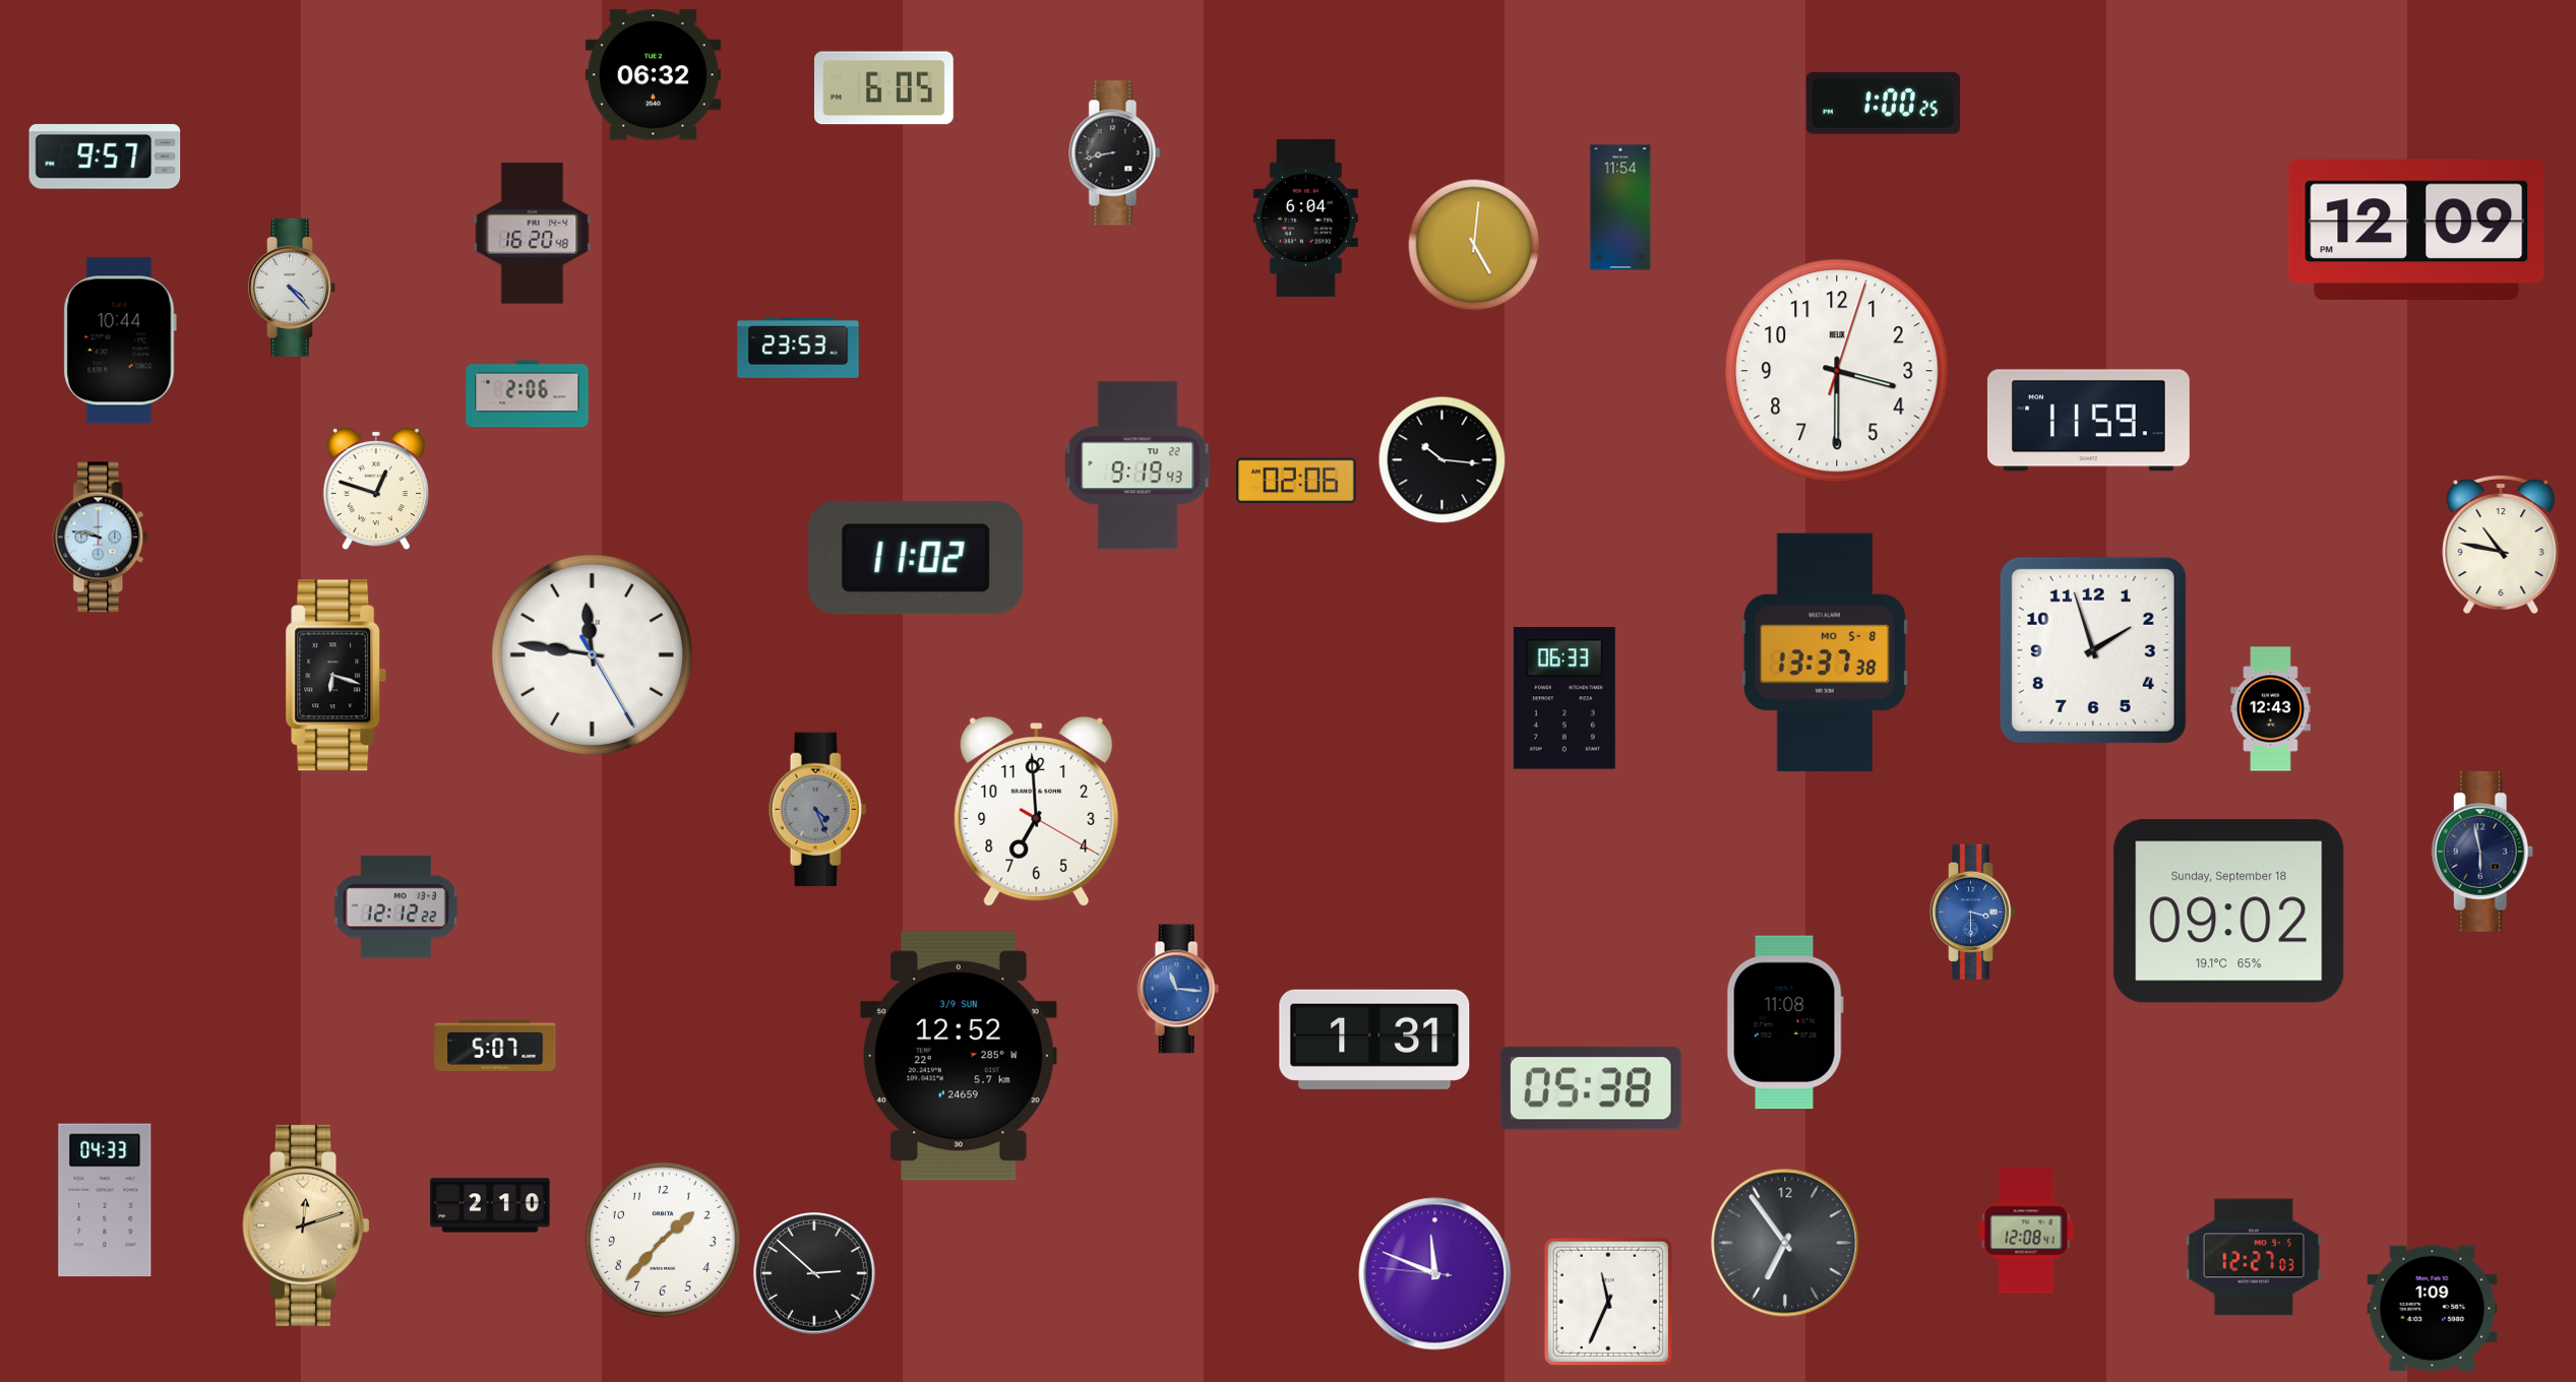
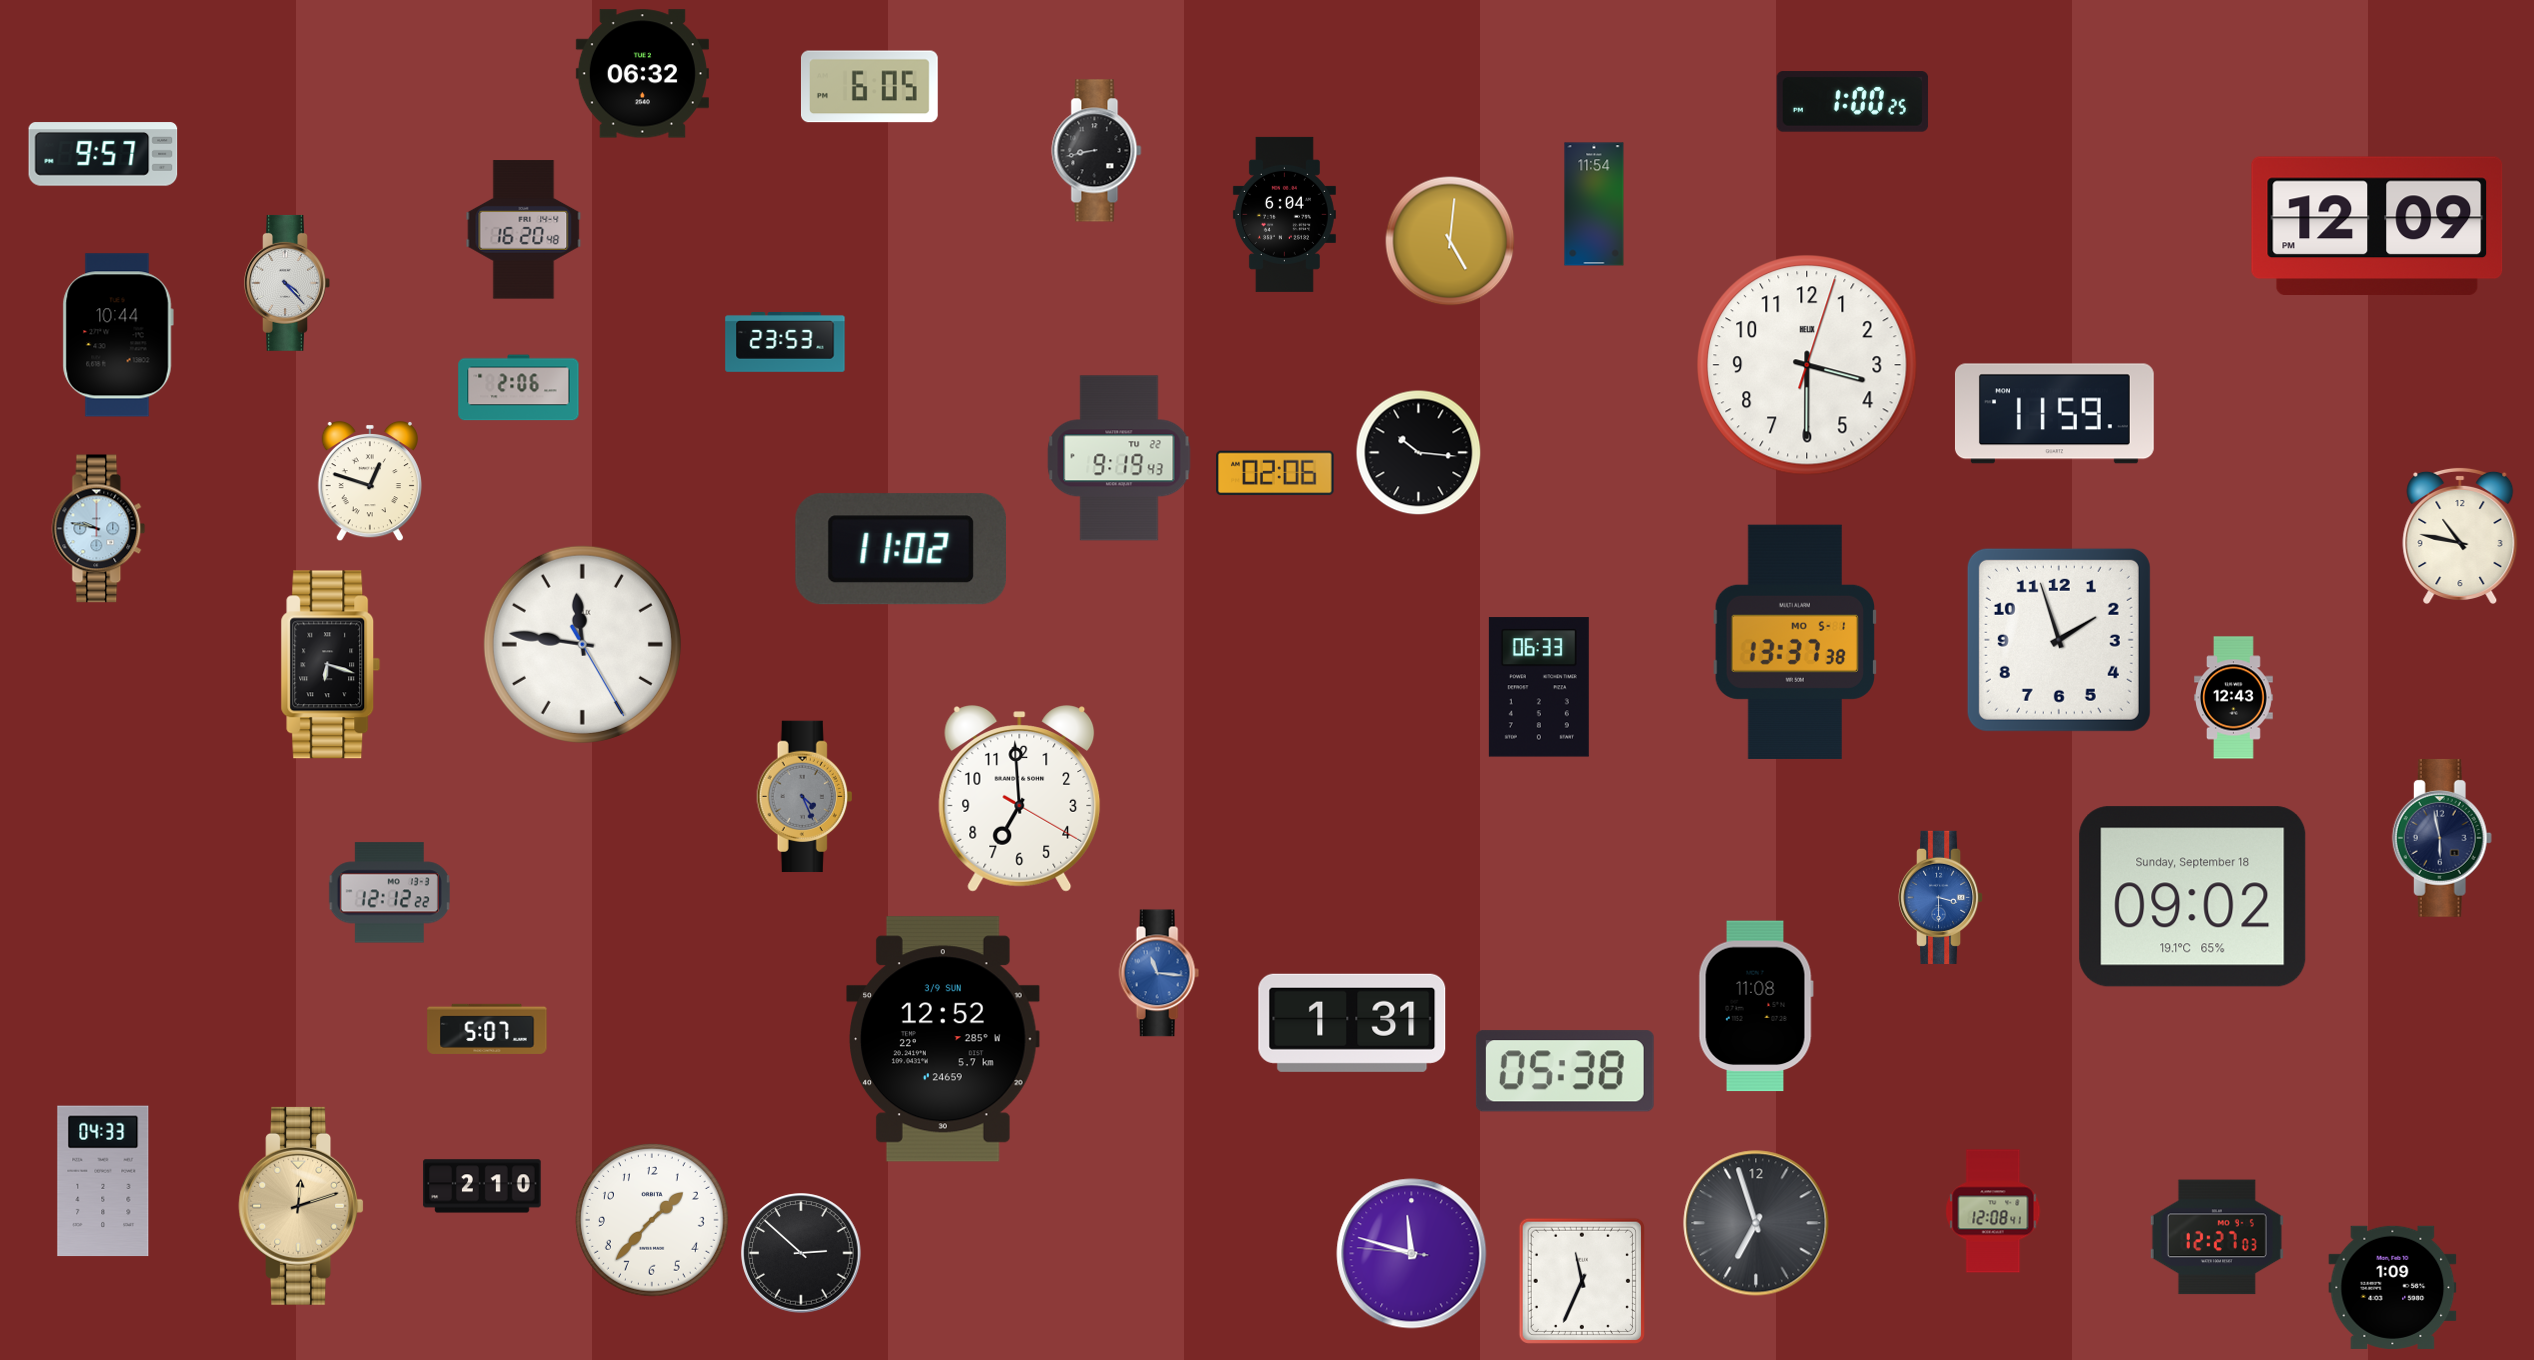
clock at (1824, 652) date: MO 5-8 -> MO 5-1
clock at (1785, 1243): 6:54 -> 6:57
clock at (1435, 1274): 11:48 -> 11:47
